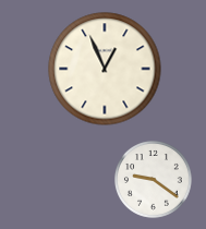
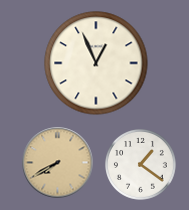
clock at (58, 163): none -> 7:40
clock at (154, 180): 9:21 -> 1:21
